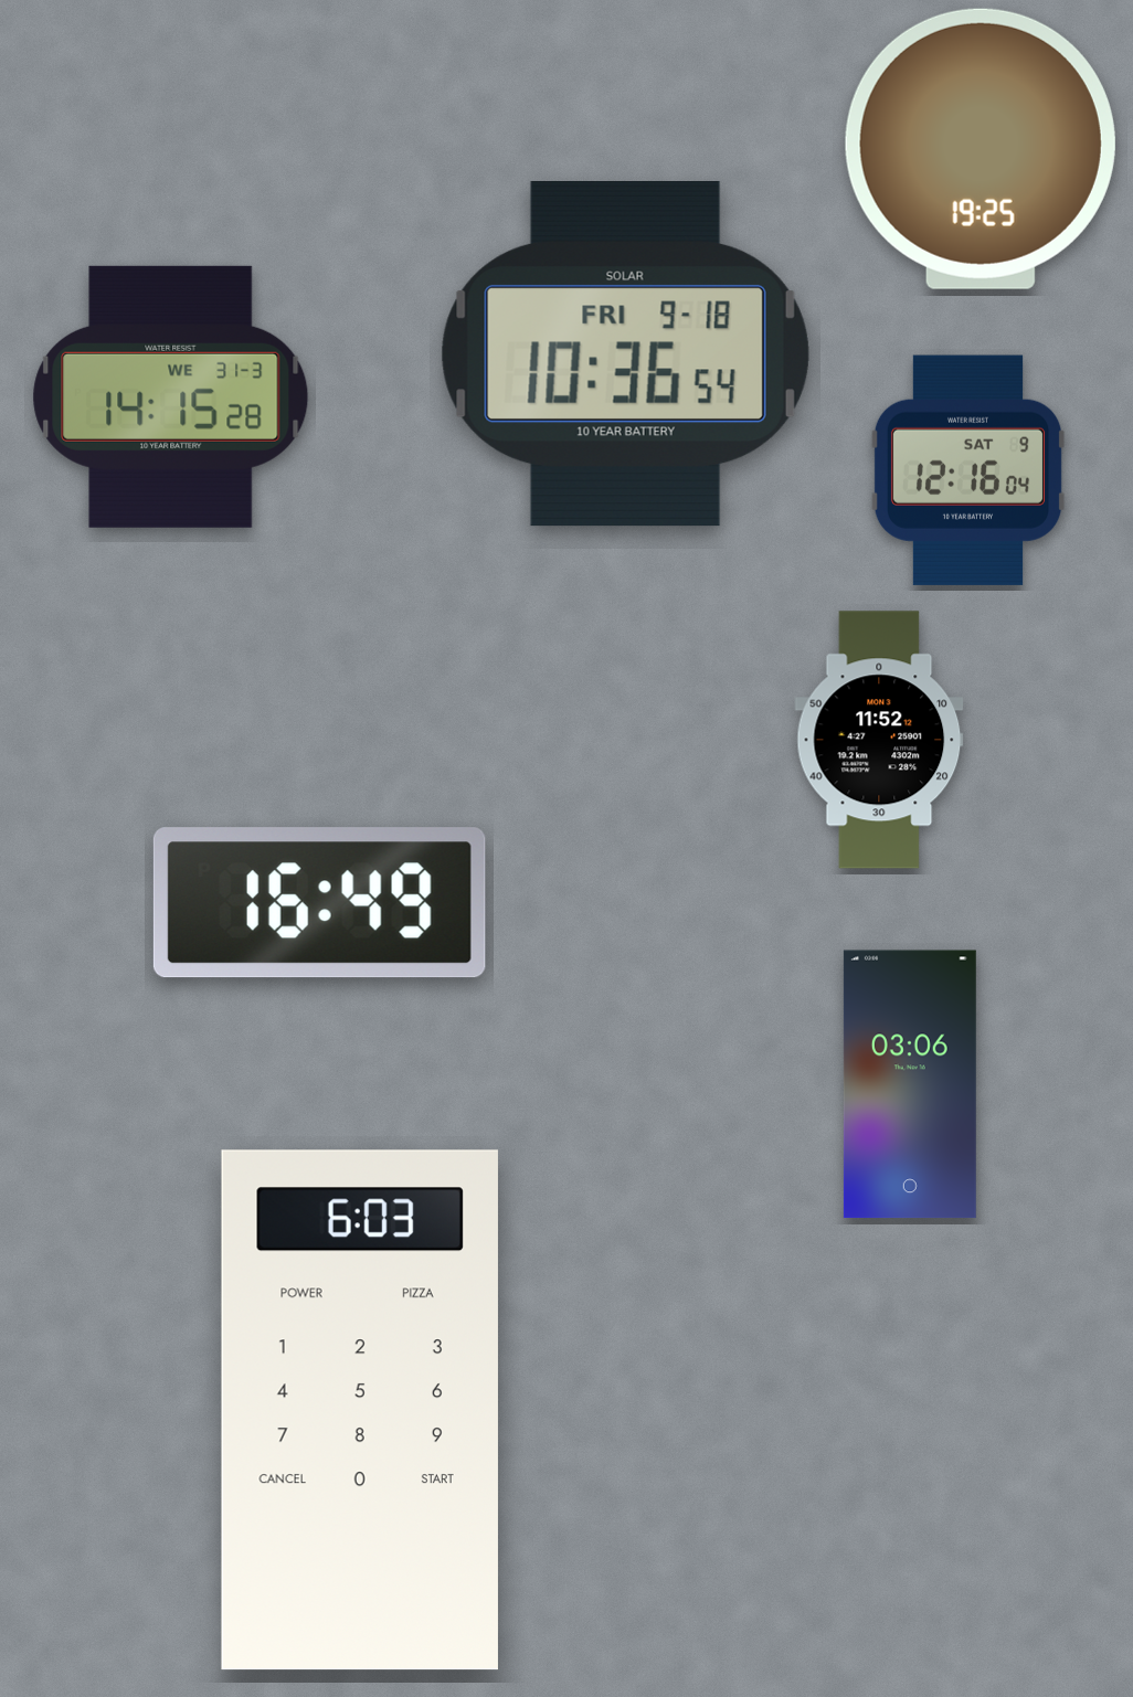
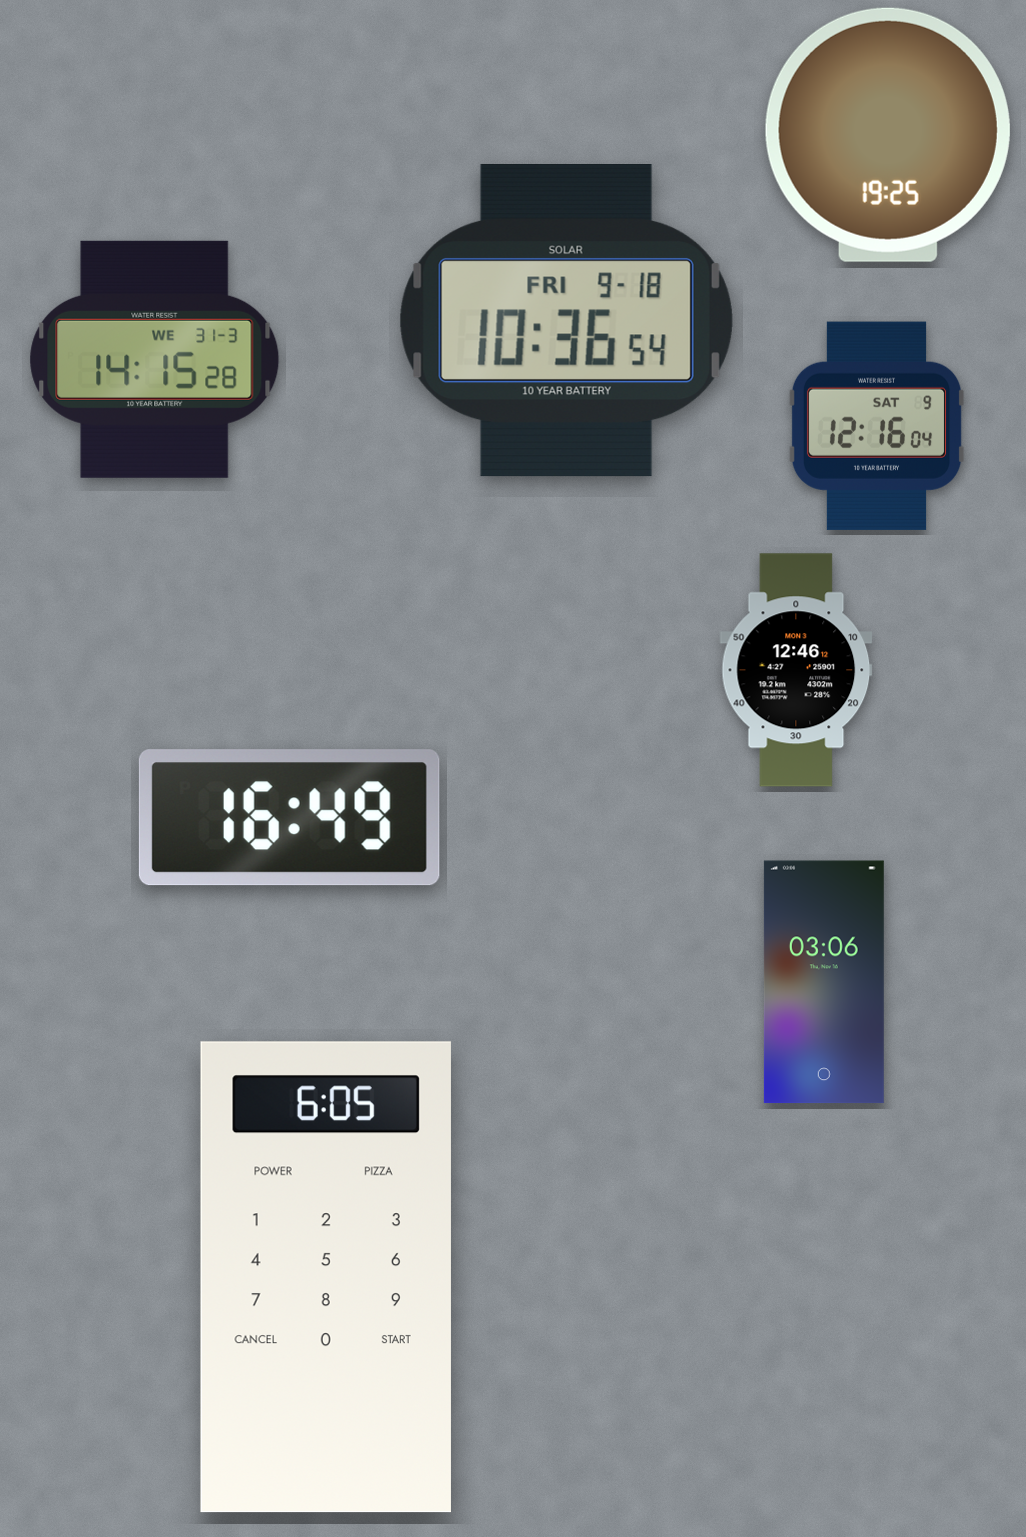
clock at (879, 740): 11:52 -> 12:46
clock at (360, 1410): 6:03 -> 6:05
